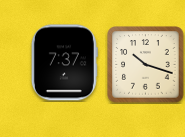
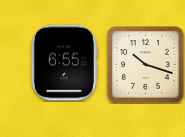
clock at (64, 63): 7:37 -> 6:55
